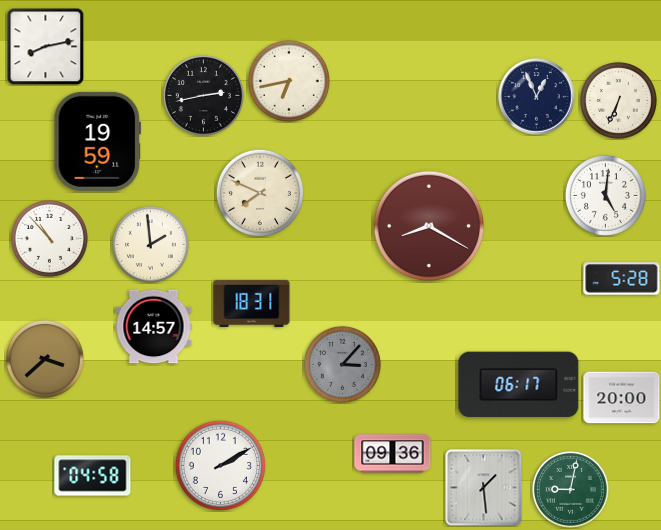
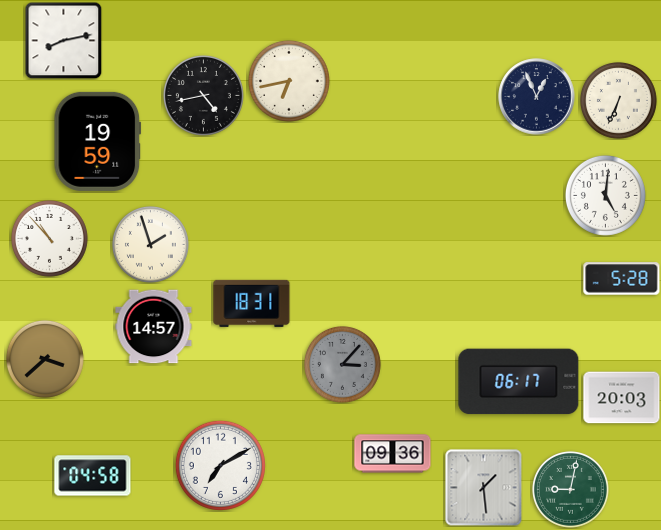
clock at (45, 46) position: (45, 46) -> (63, 40)
clock at (203, 95): 2:43 -> 4:43
clock at (260, 193): 7:49 -> none
clock at (429, 226): 8:20 -> none
clock at (150, 244): 1:59 -> 1:57
clock at (519, 385) position: (519, 385) -> (519, 382)
clock at (622, 398): 20:00 -> 20:03
clock at (220, 465): 2:10 -> 7:10
